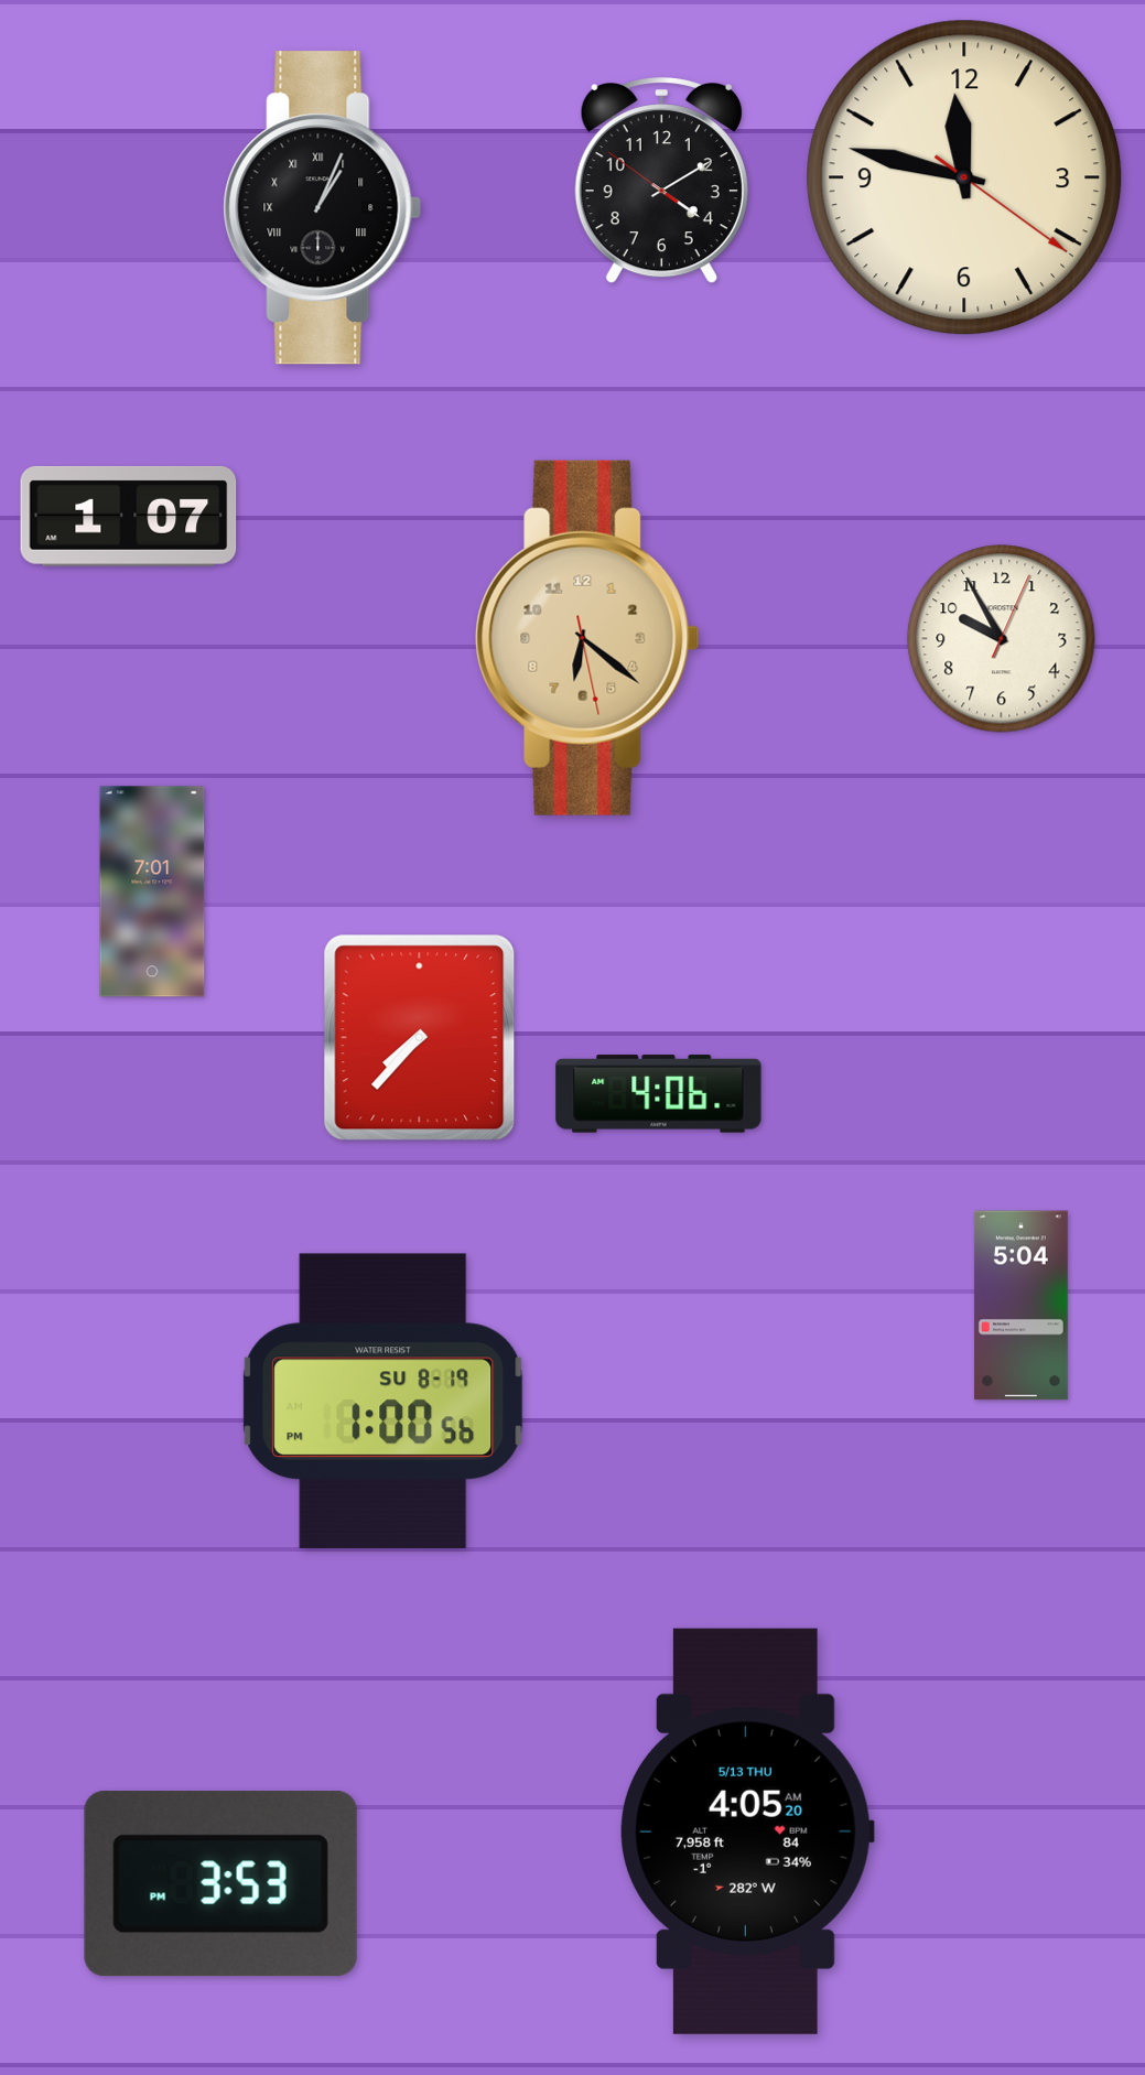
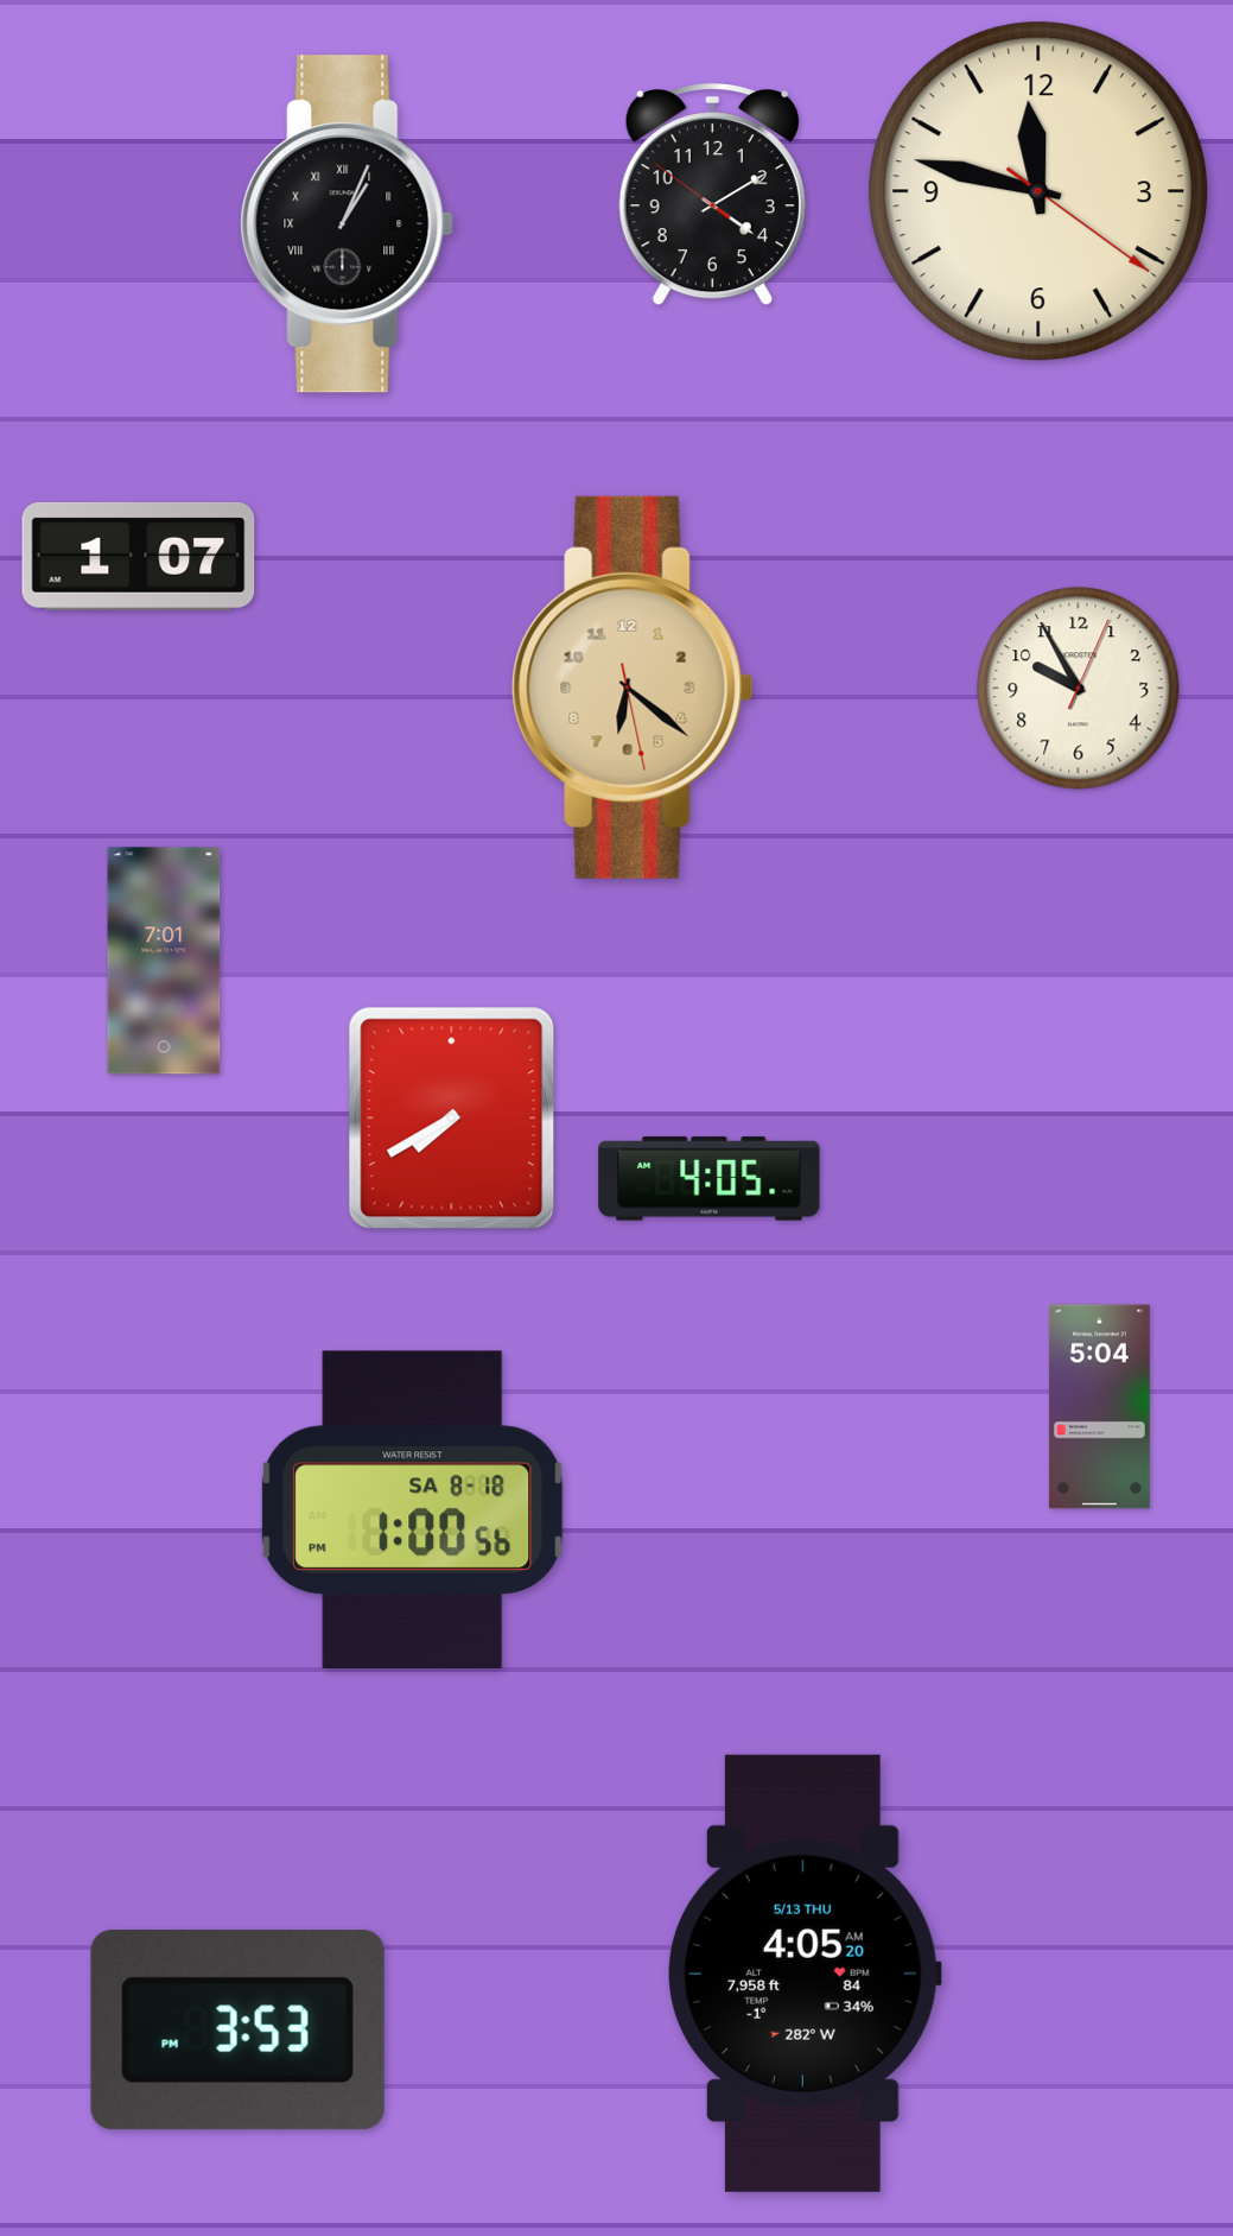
clock at (420, 1038): 7:37 -> 7:40
clock at (659, 1094): 4:06 -> 4:05
clock at (384, 1401) date: SU 8-19 -> SA 8-18
